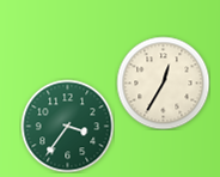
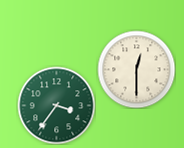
clock at (163, 83): 12:35 -> 12:30
